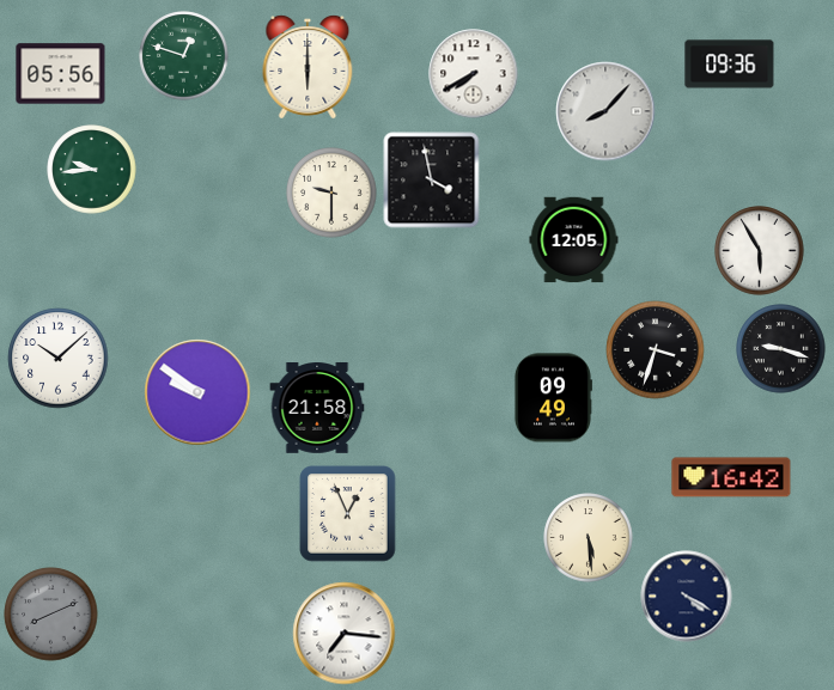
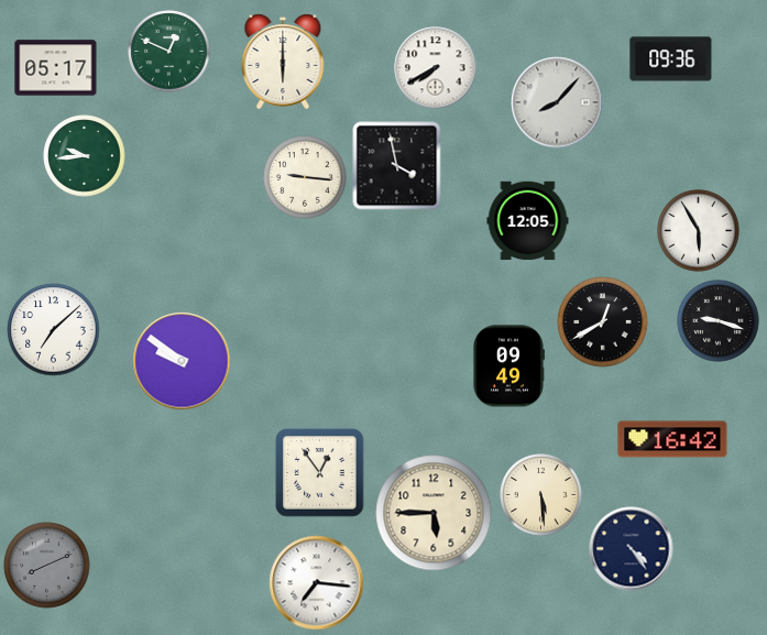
clock at (184, 56): 12:48 -> 12:49
clock at (61, 74): 05:56 -> 05:17
clock at (331, 193): 9:30 -> 9:16
clock at (656, 350): 3:33 -> 12:40
clock at (59, 359): 10:08 -> 7:08
clock at (317, 409): 21:58 -> none
clock at (348, 514): 12:56 -> 12:54
clock at (434, 513): none -> 5:45
clock at (687, 597): 4:20 -> 4:24
